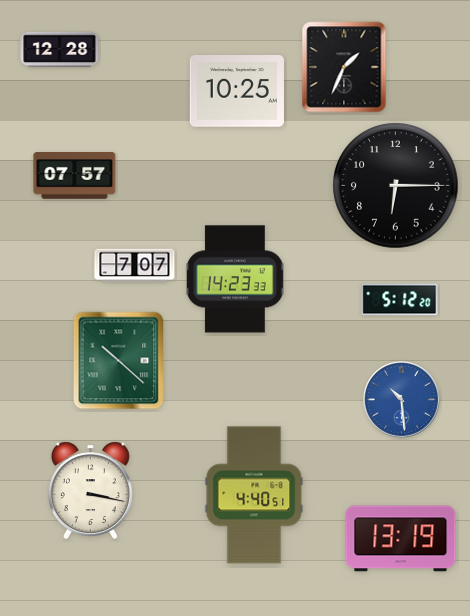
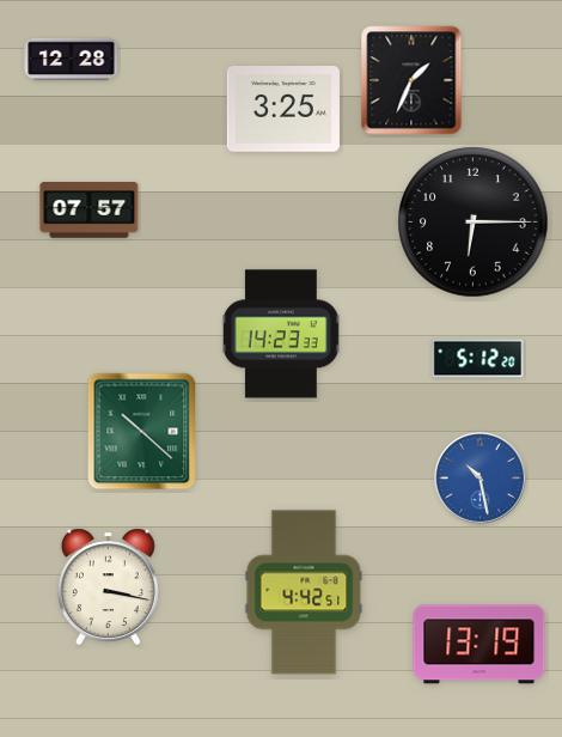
clock at (237, 92): 10:25 -> 3:25
clock at (135, 266): 7:07 -> none
clock at (401, 399): 10:29 -> 10:28
clock at (254, 495): 4:40 -> 4:42
